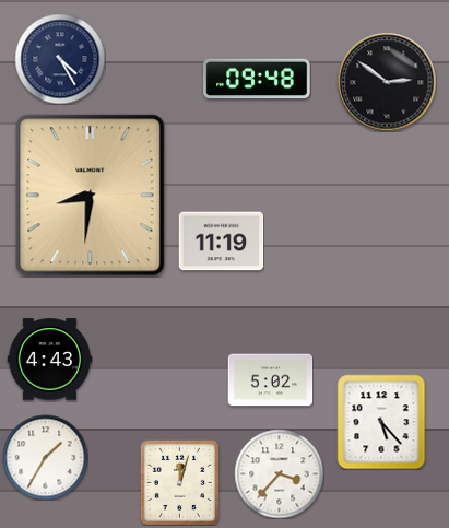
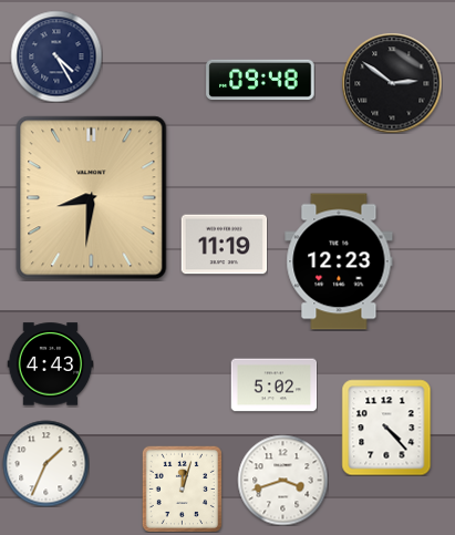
clock at (60, 59) position: (60, 59) -> (56, 56)
clock at (339, 261): none -> 12:23
clock at (381, 422): 5:23 -> 4:23
clock at (45, 457): 1:35 -> 1:34
clock at (279, 473): 3:37 -> 3:42
